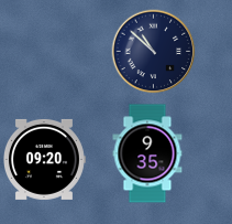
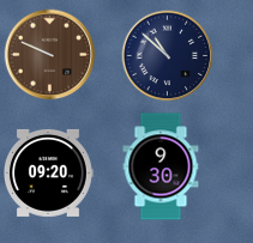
clock at (50, 55): none -> 9:49
clock at (147, 153): 9:35 -> 9:30
